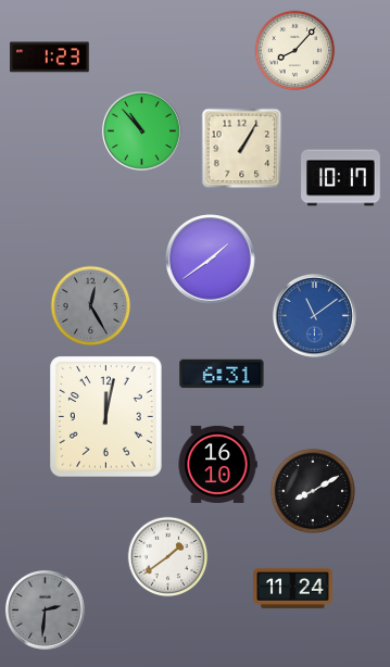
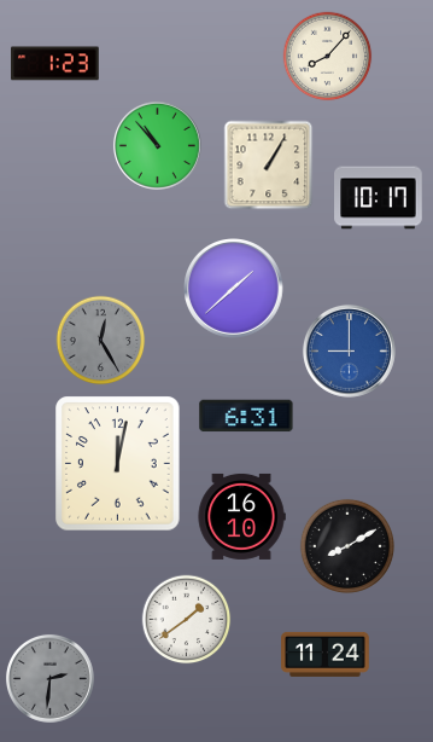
clock at (211, 260): 1:39 -> 1:38
clock at (314, 315): 11:09 -> 9:00
